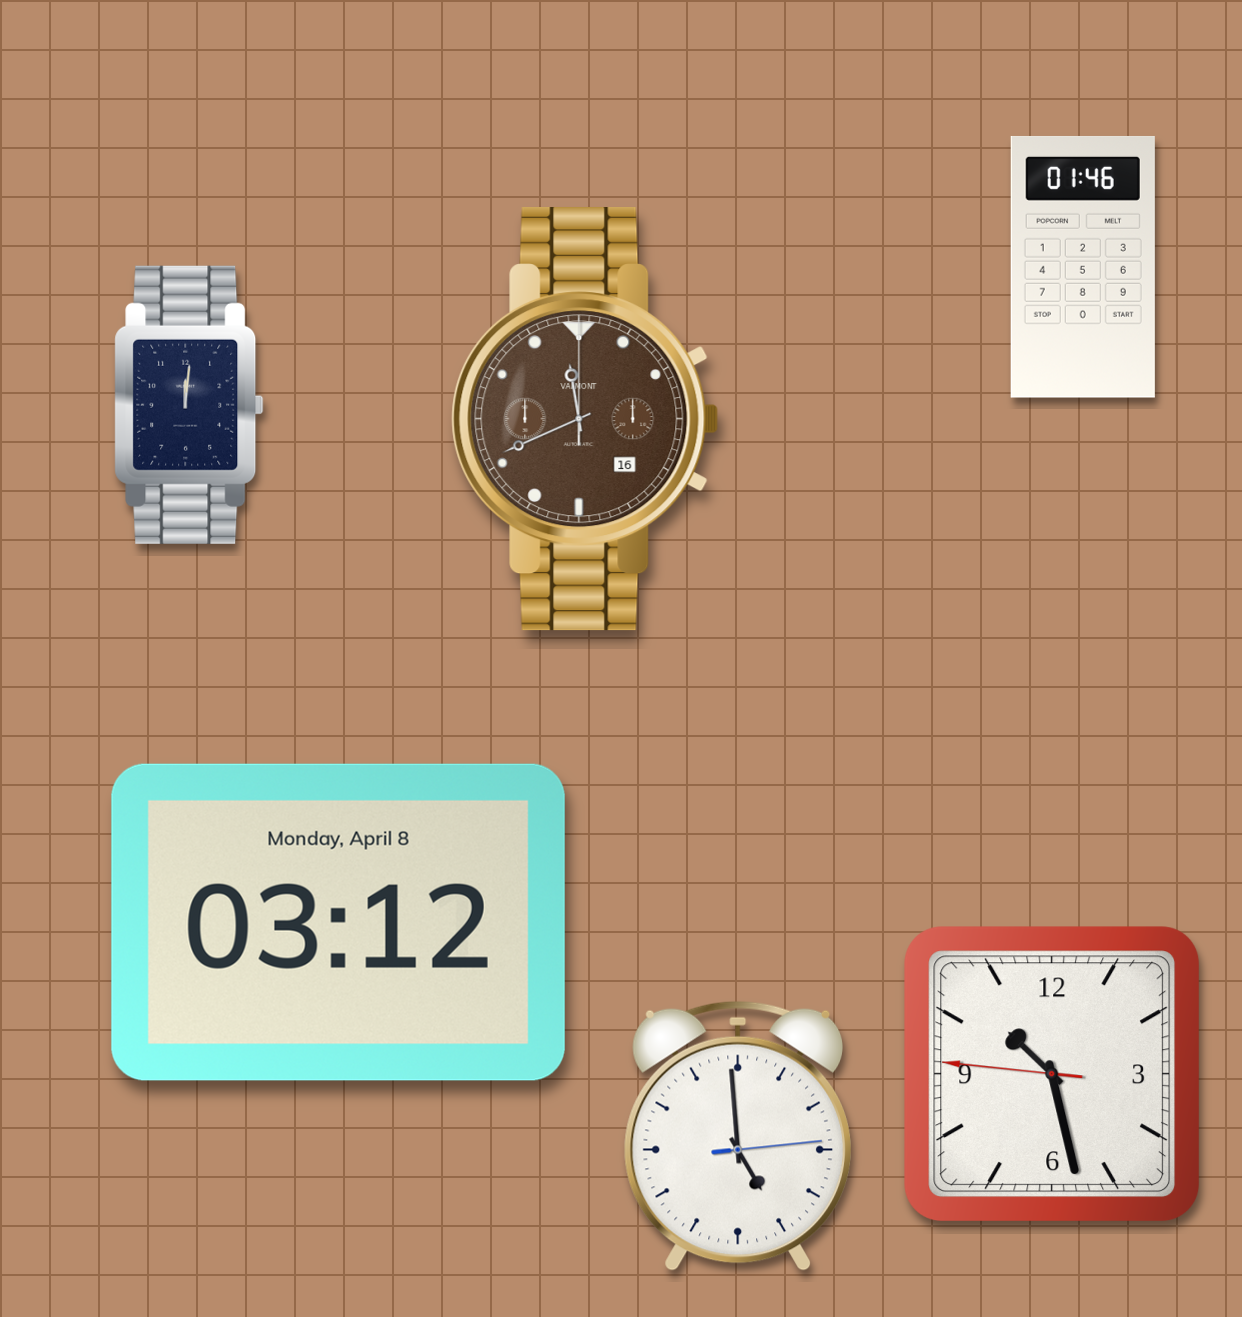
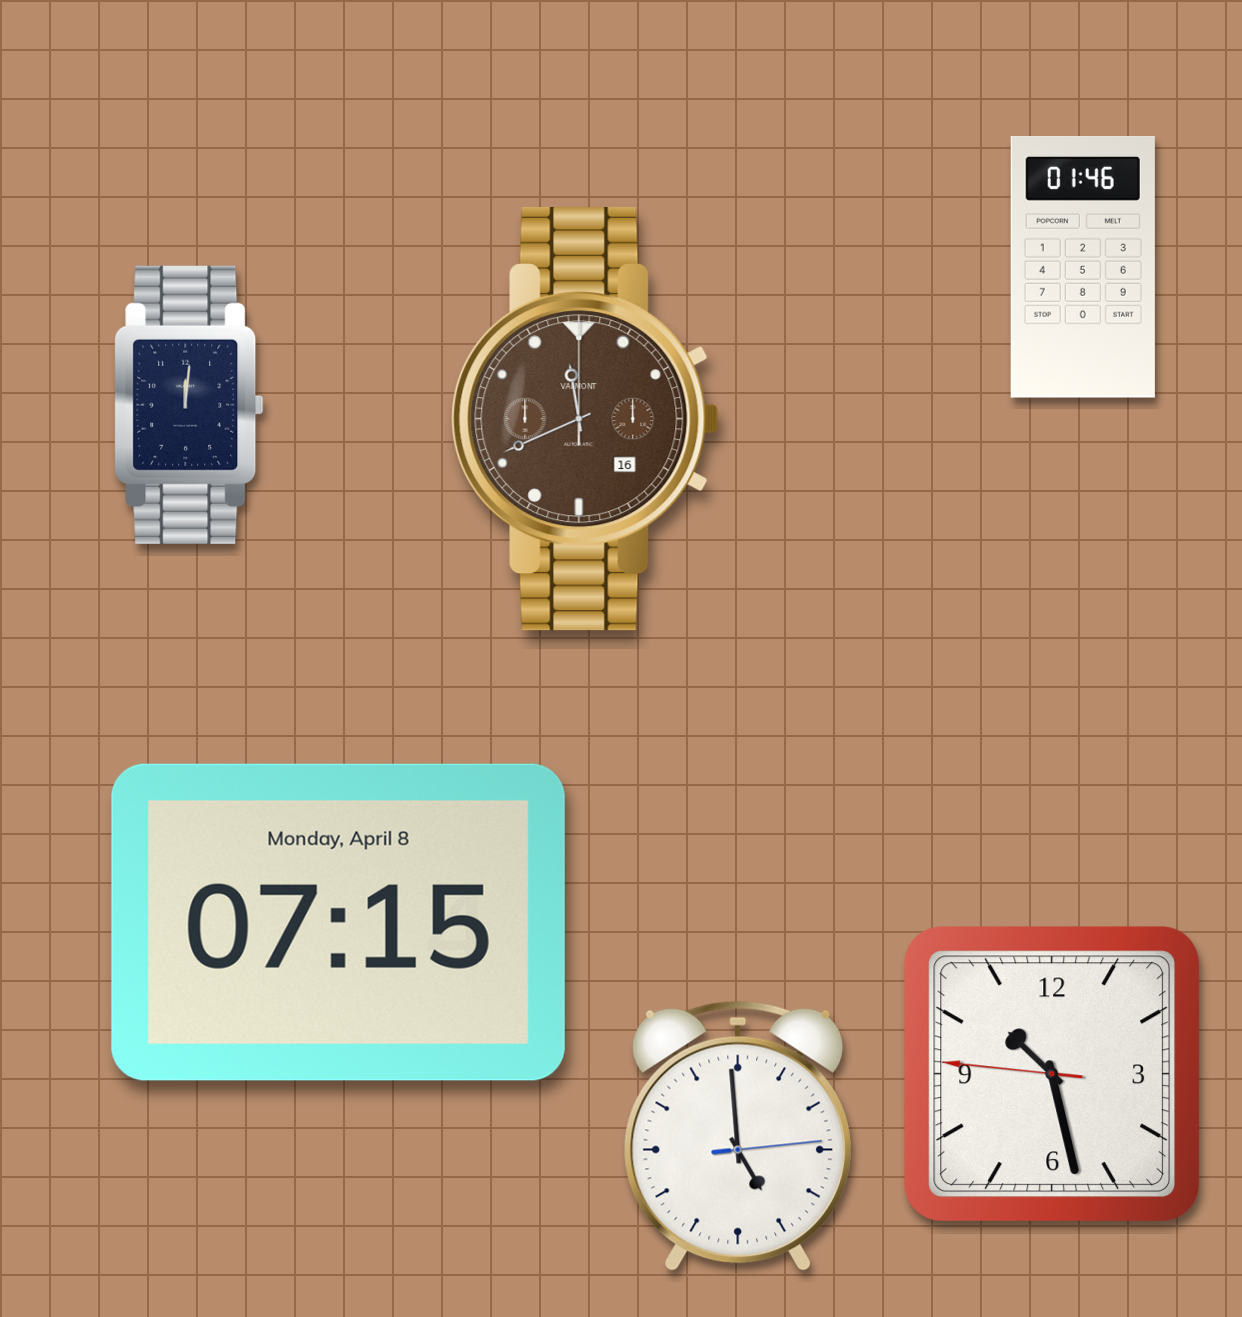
clock at (338, 922): 03:12 -> 07:15
